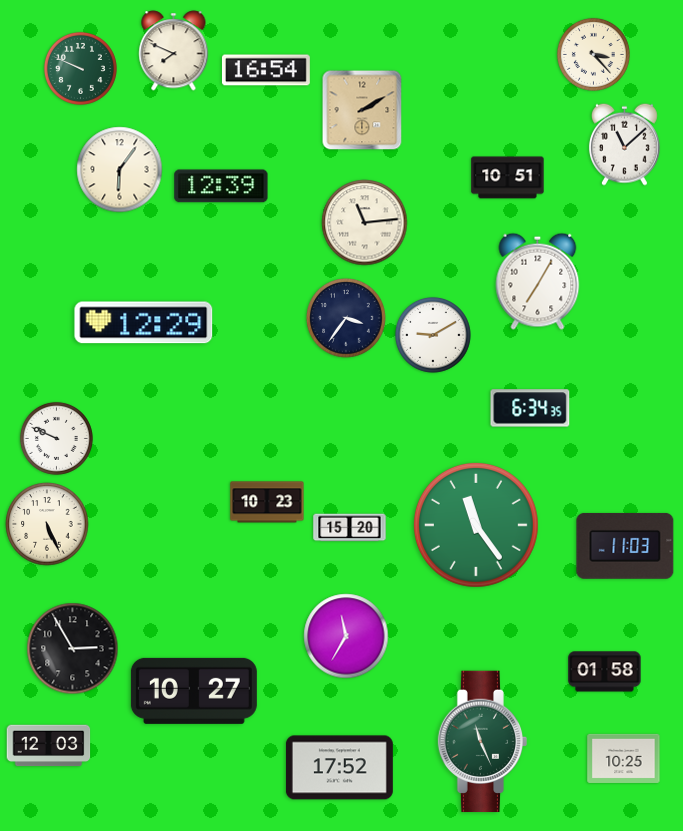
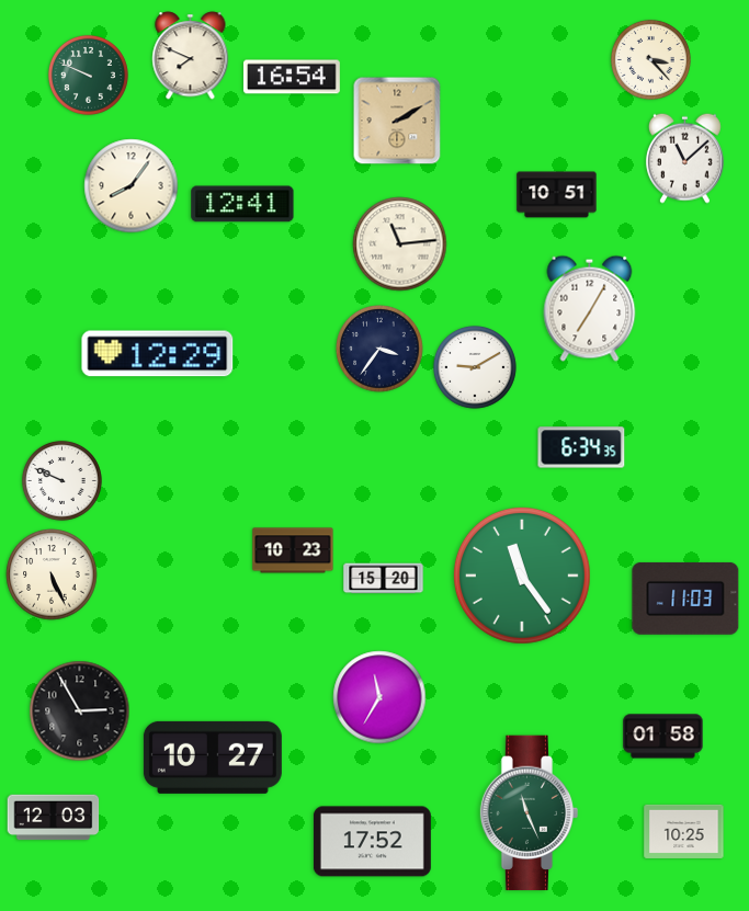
clock at (120, 170): 6:06 -> 8:06
clock at (221, 186): 12:39 -> 12:41
